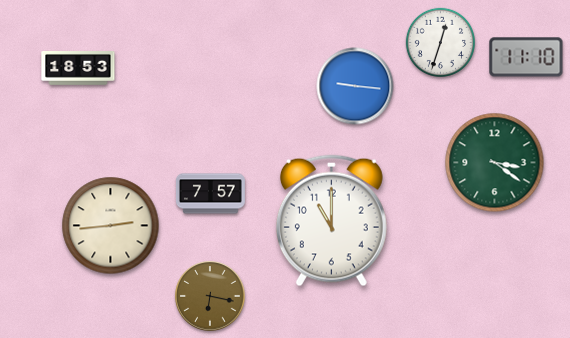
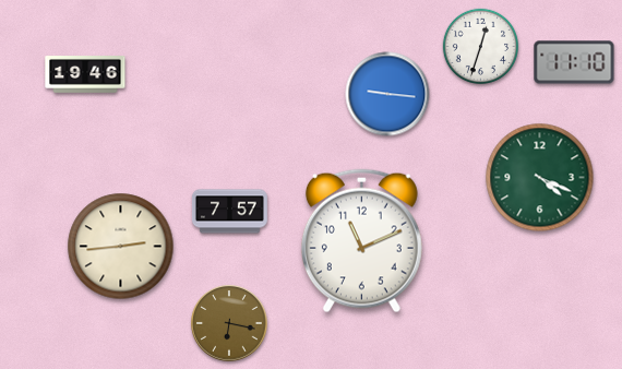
clock at (78, 69): 18:53 -> 19:46
clock at (495, 163): 3:21 -> 4:19
clock at (331, 221): 11:00 -> 11:11
